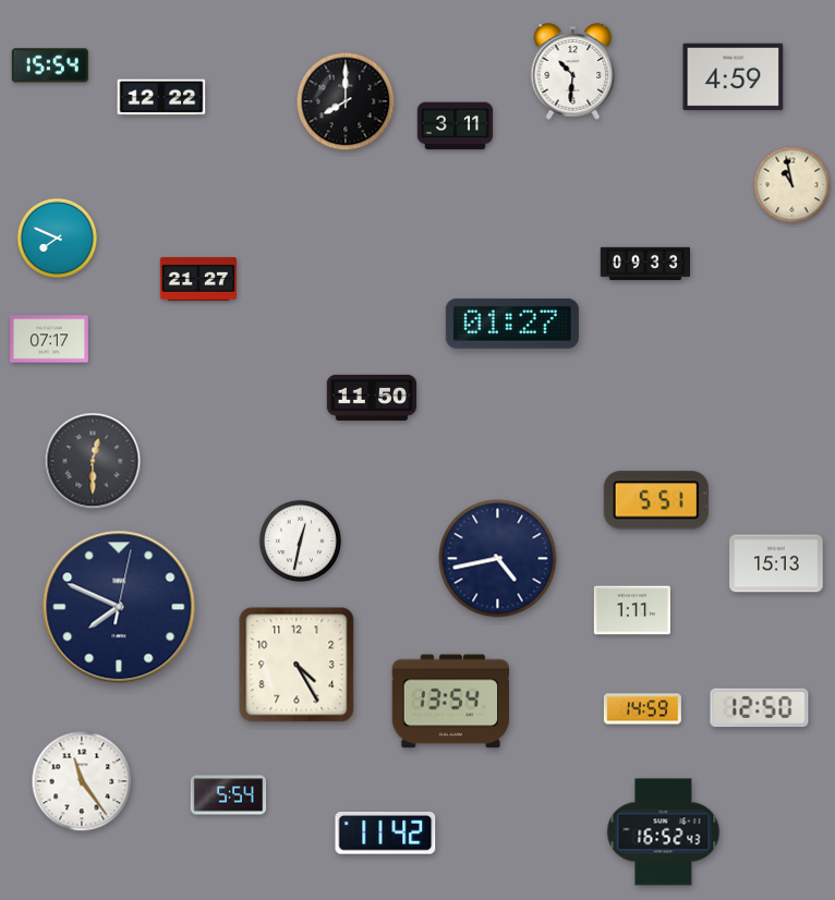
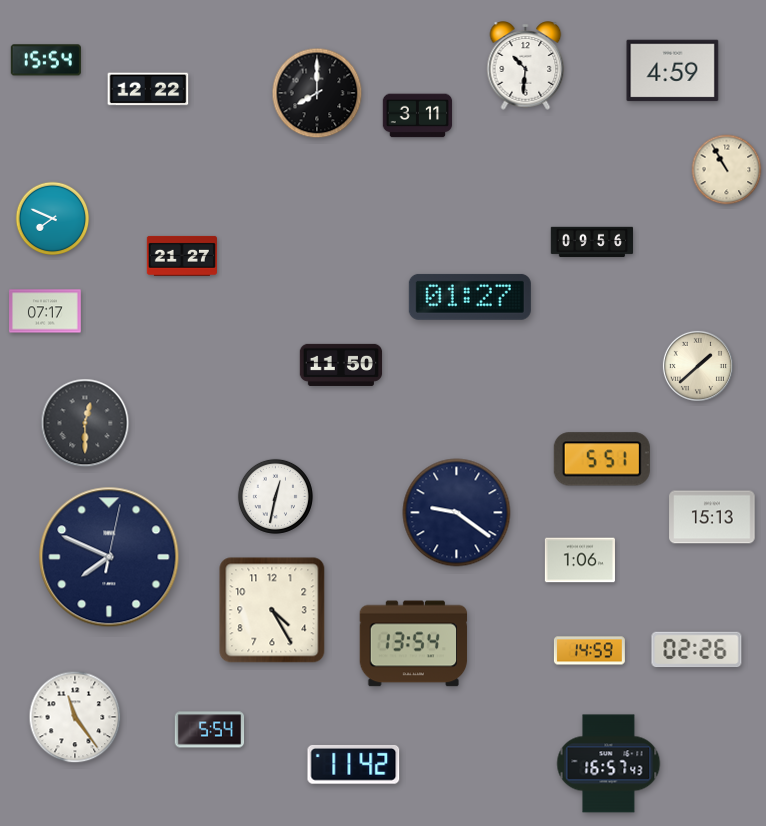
clock at (792, 185): 10:58 -> 10:55
clock at (645, 264): 09:33 -> 09:56
clock at (698, 366): none -> 1:38
clock at (498, 559): 4:43 -> 9:21
clock at (632, 610): 1:11 -> 1:06
clock at (760, 708): 12:50 -> 02:26
clock at (664, 832): 16:52 -> 16:57
